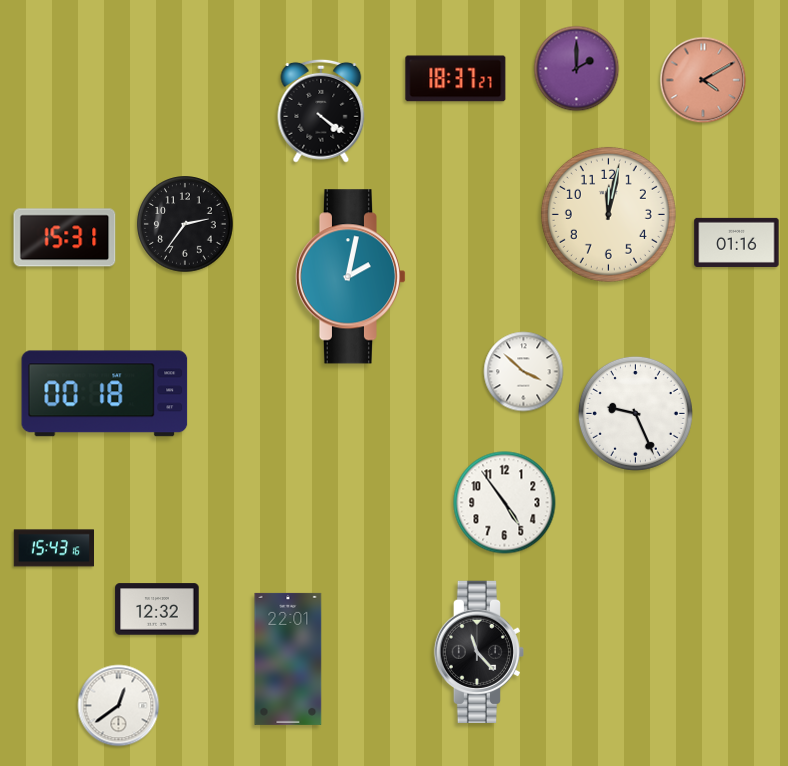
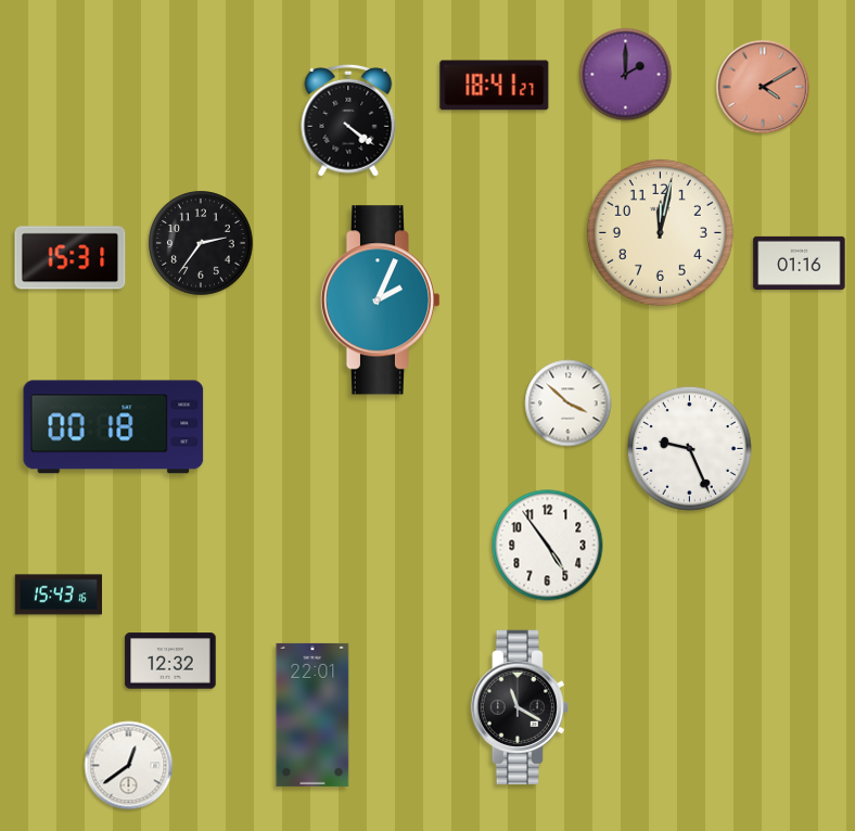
clock at (456, 79): 18:37 -> 18:41
clock at (351, 277): 2:02 -> 2:04
clock at (478, 651): 11:23 -> 11:20
